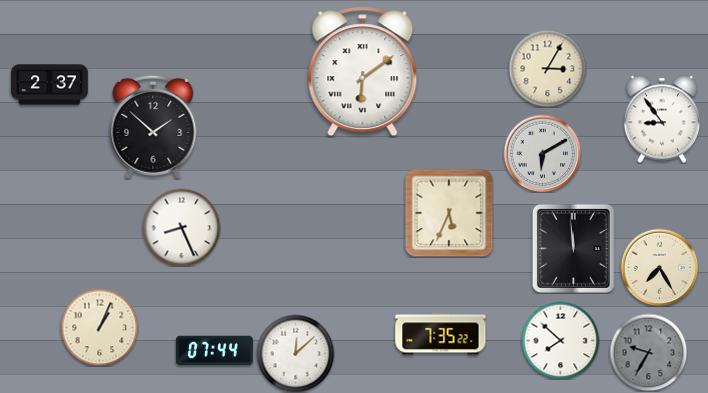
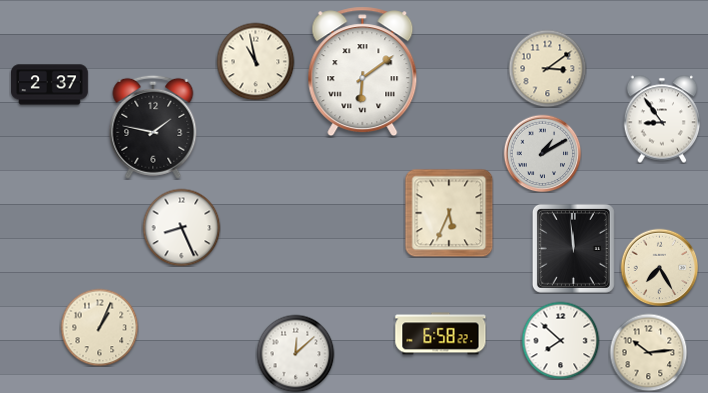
clock at (255, 61): none -> 10:58
clock at (547, 68): 3:05 -> 3:09
clock at (153, 127): 1:52 -> 1:47
clock at (542, 153): 6:10 -> 1:10
clock at (441, 334): 7:35 -> 6:58
clock at (215, 351): 07:44 -> none
clock at (648, 352): 9:35 -> 10:14
clock at (648, 352) dial: grey -> cream
